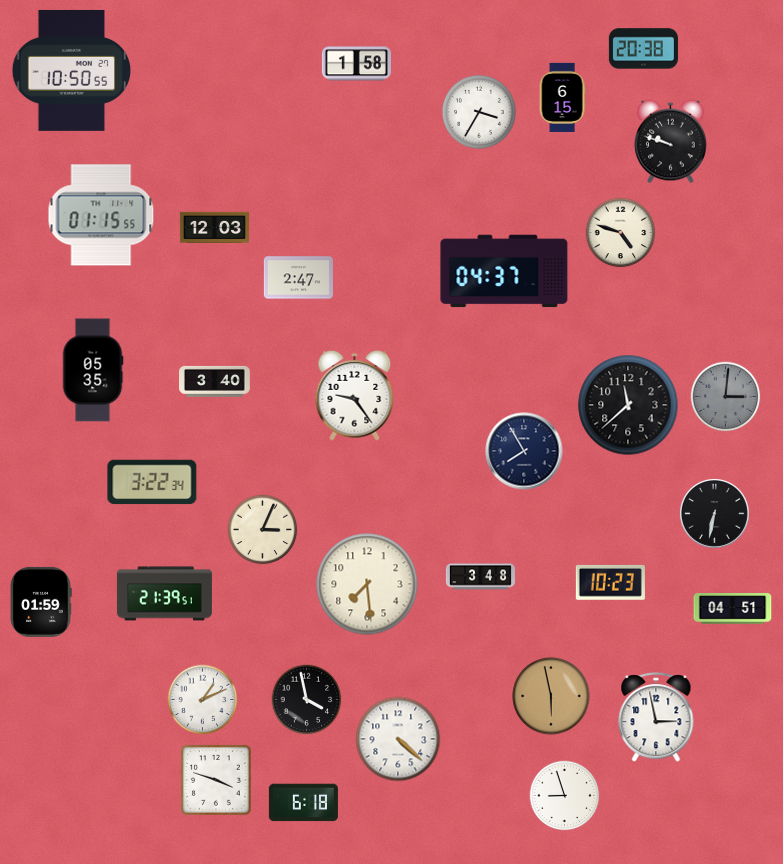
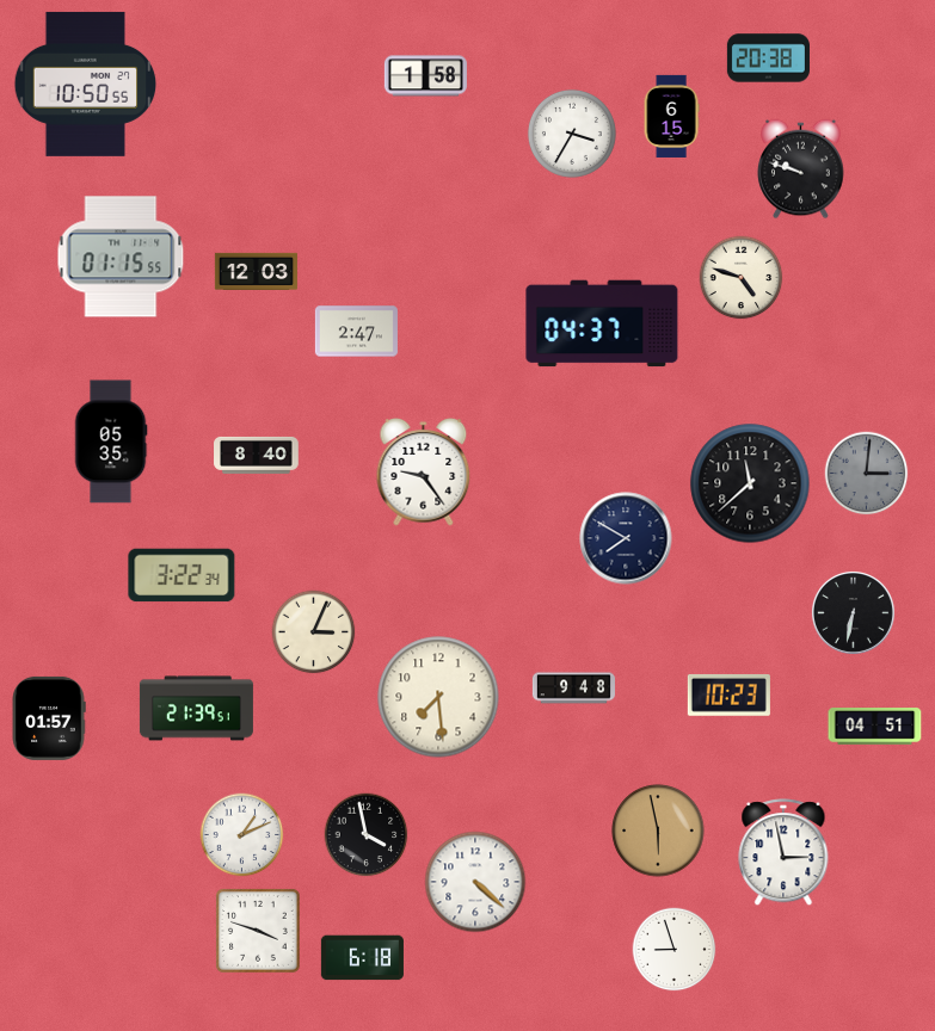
clock at (215, 381): 3:40 -> 8:40
clock at (524, 451): 7:55 -> 7:50
clock at (480, 577): 3:48 -> 9:48
clock at (41, 602): 01:59 -> 01:57
clock at (656, 718) position: (656, 718) -> (783, 853)
